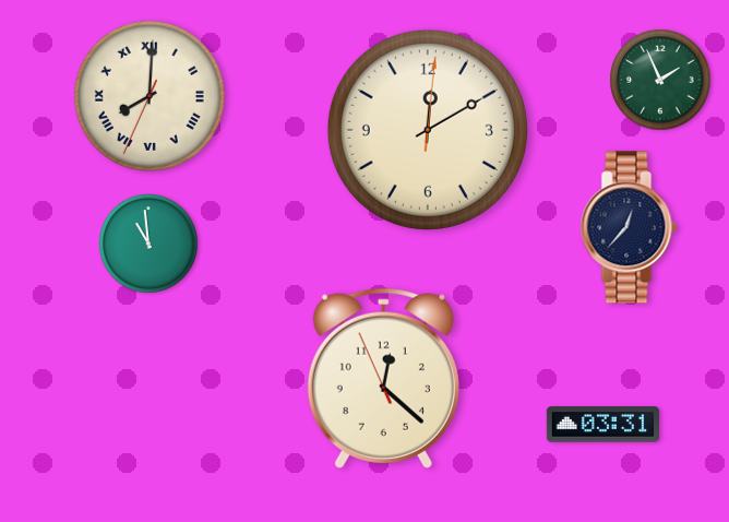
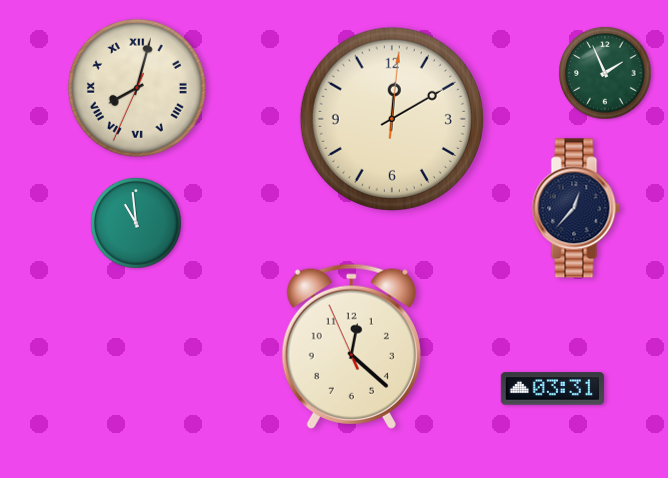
clock at (150, 96): 8:00 -> 8:02
